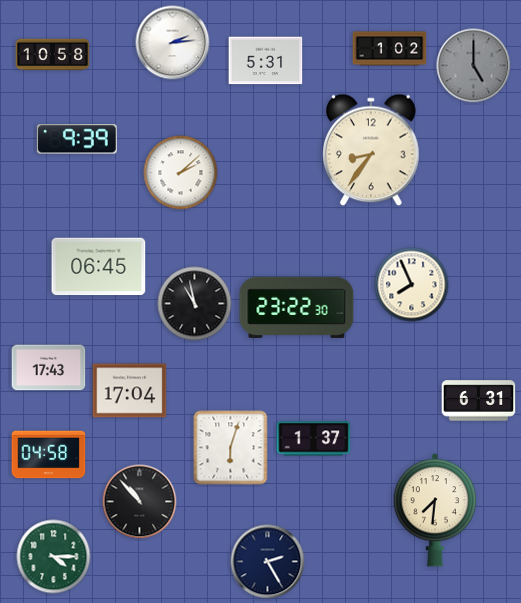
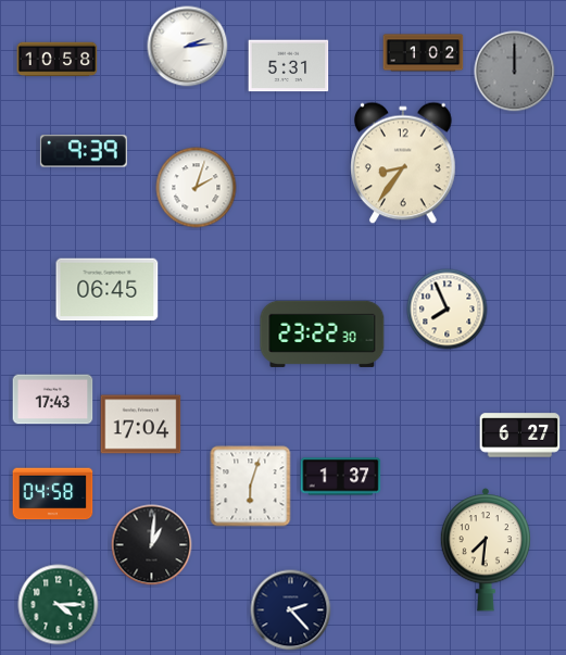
clock at (474, 66): 5:00 -> 12:00
clock at (181, 173): 2:08 -> 2:03
clock at (195, 304): 10:58 -> none
clock at (479, 401): 6:31 -> 6:27
clock at (140, 502): 10:53 -> 1:01
clock at (434, 510) position: (434, 510) -> (485, 550)
clock at (268, 562): 2:25 -> 2:23
